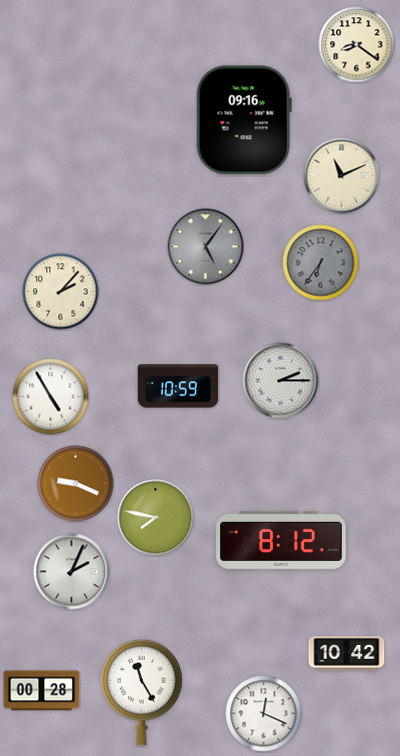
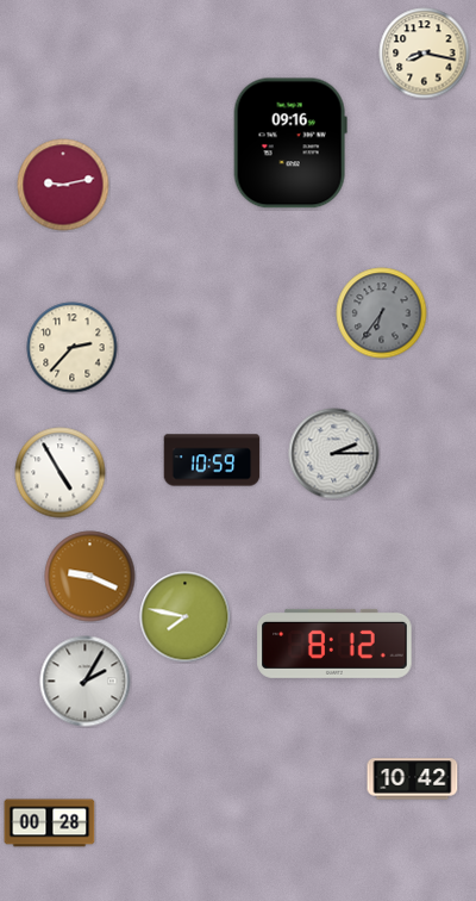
clock at (357, 45): 8:21 -> 8:17
clock at (63, 185): none -> 9:13
clock at (342, 176): 11:11 -> none
clock at (206, 247): 5:06 -> none
clock at (61, 292): 2:07 -> 2:37
clock at (72, 572): 2:04 -> 2:05
clock at (142, 692): 11:25 -> none
clock at (264, 714): 12:19 -> none
